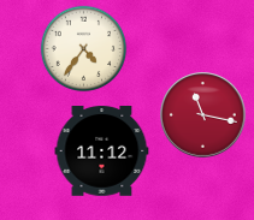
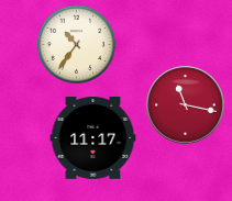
clock at (84, 49): 4:36 -> 10:36
clock at (102, 151): 11:12 -> 11:17
